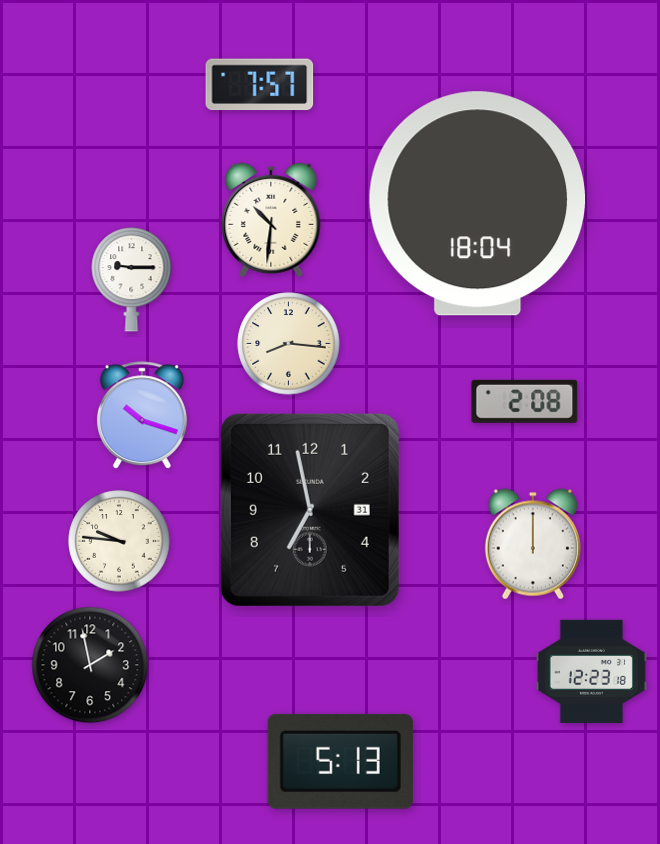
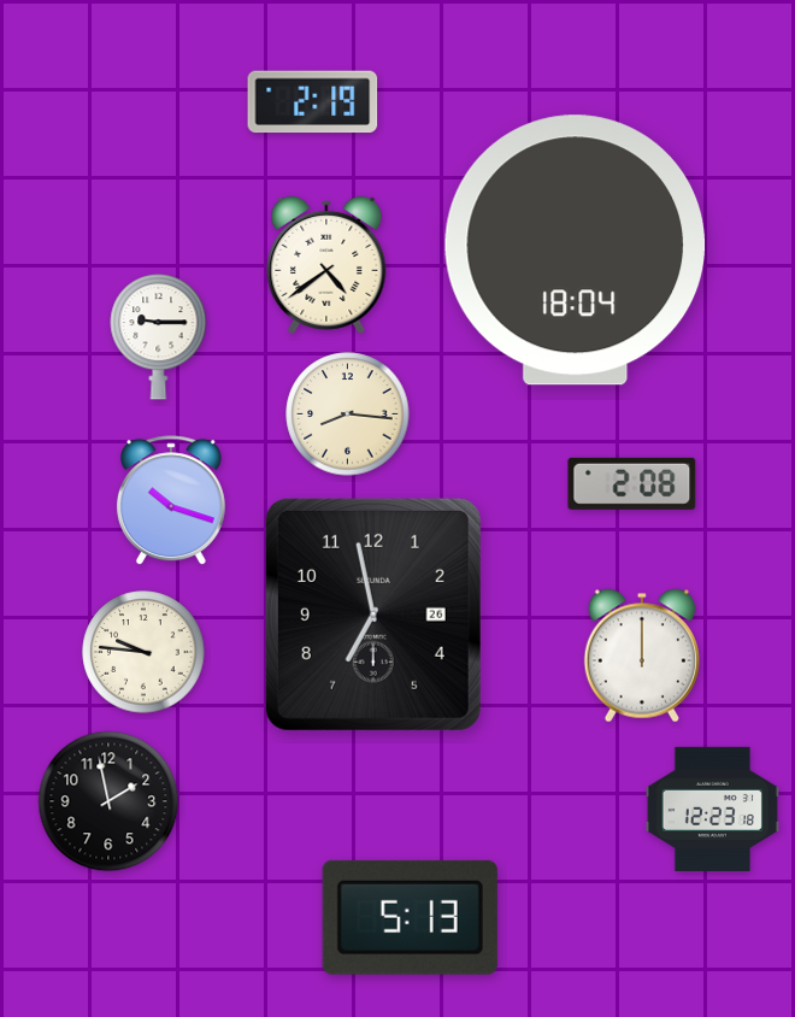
clock at (260, 85): 7:57 -> 2:19
clock at (478, 204) position: (478, 204) -> (576, 251)
clock at (271, 220): 10:31 -> 4:39
clock at (310, 510) date: 31 -> 26
